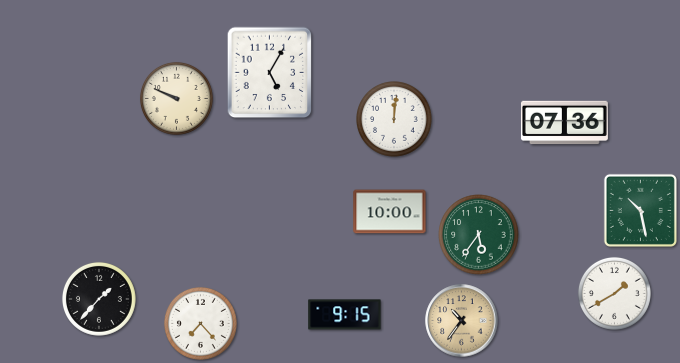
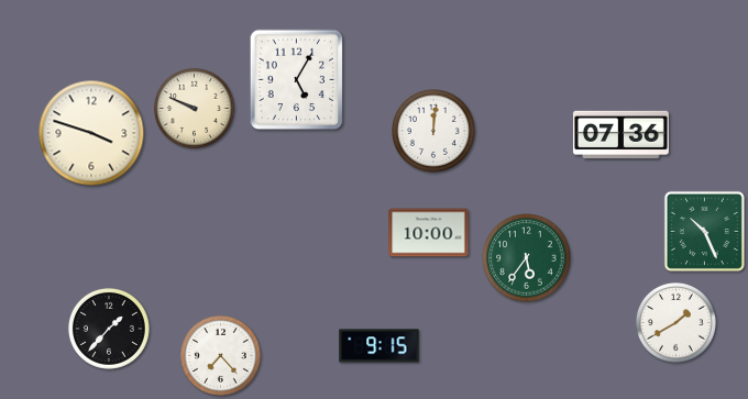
clock at (91, 133): none -> 3:48
clock at (640, 210): 10:28 -> 10:26
clock at (462, 321): 10:36 -> none
